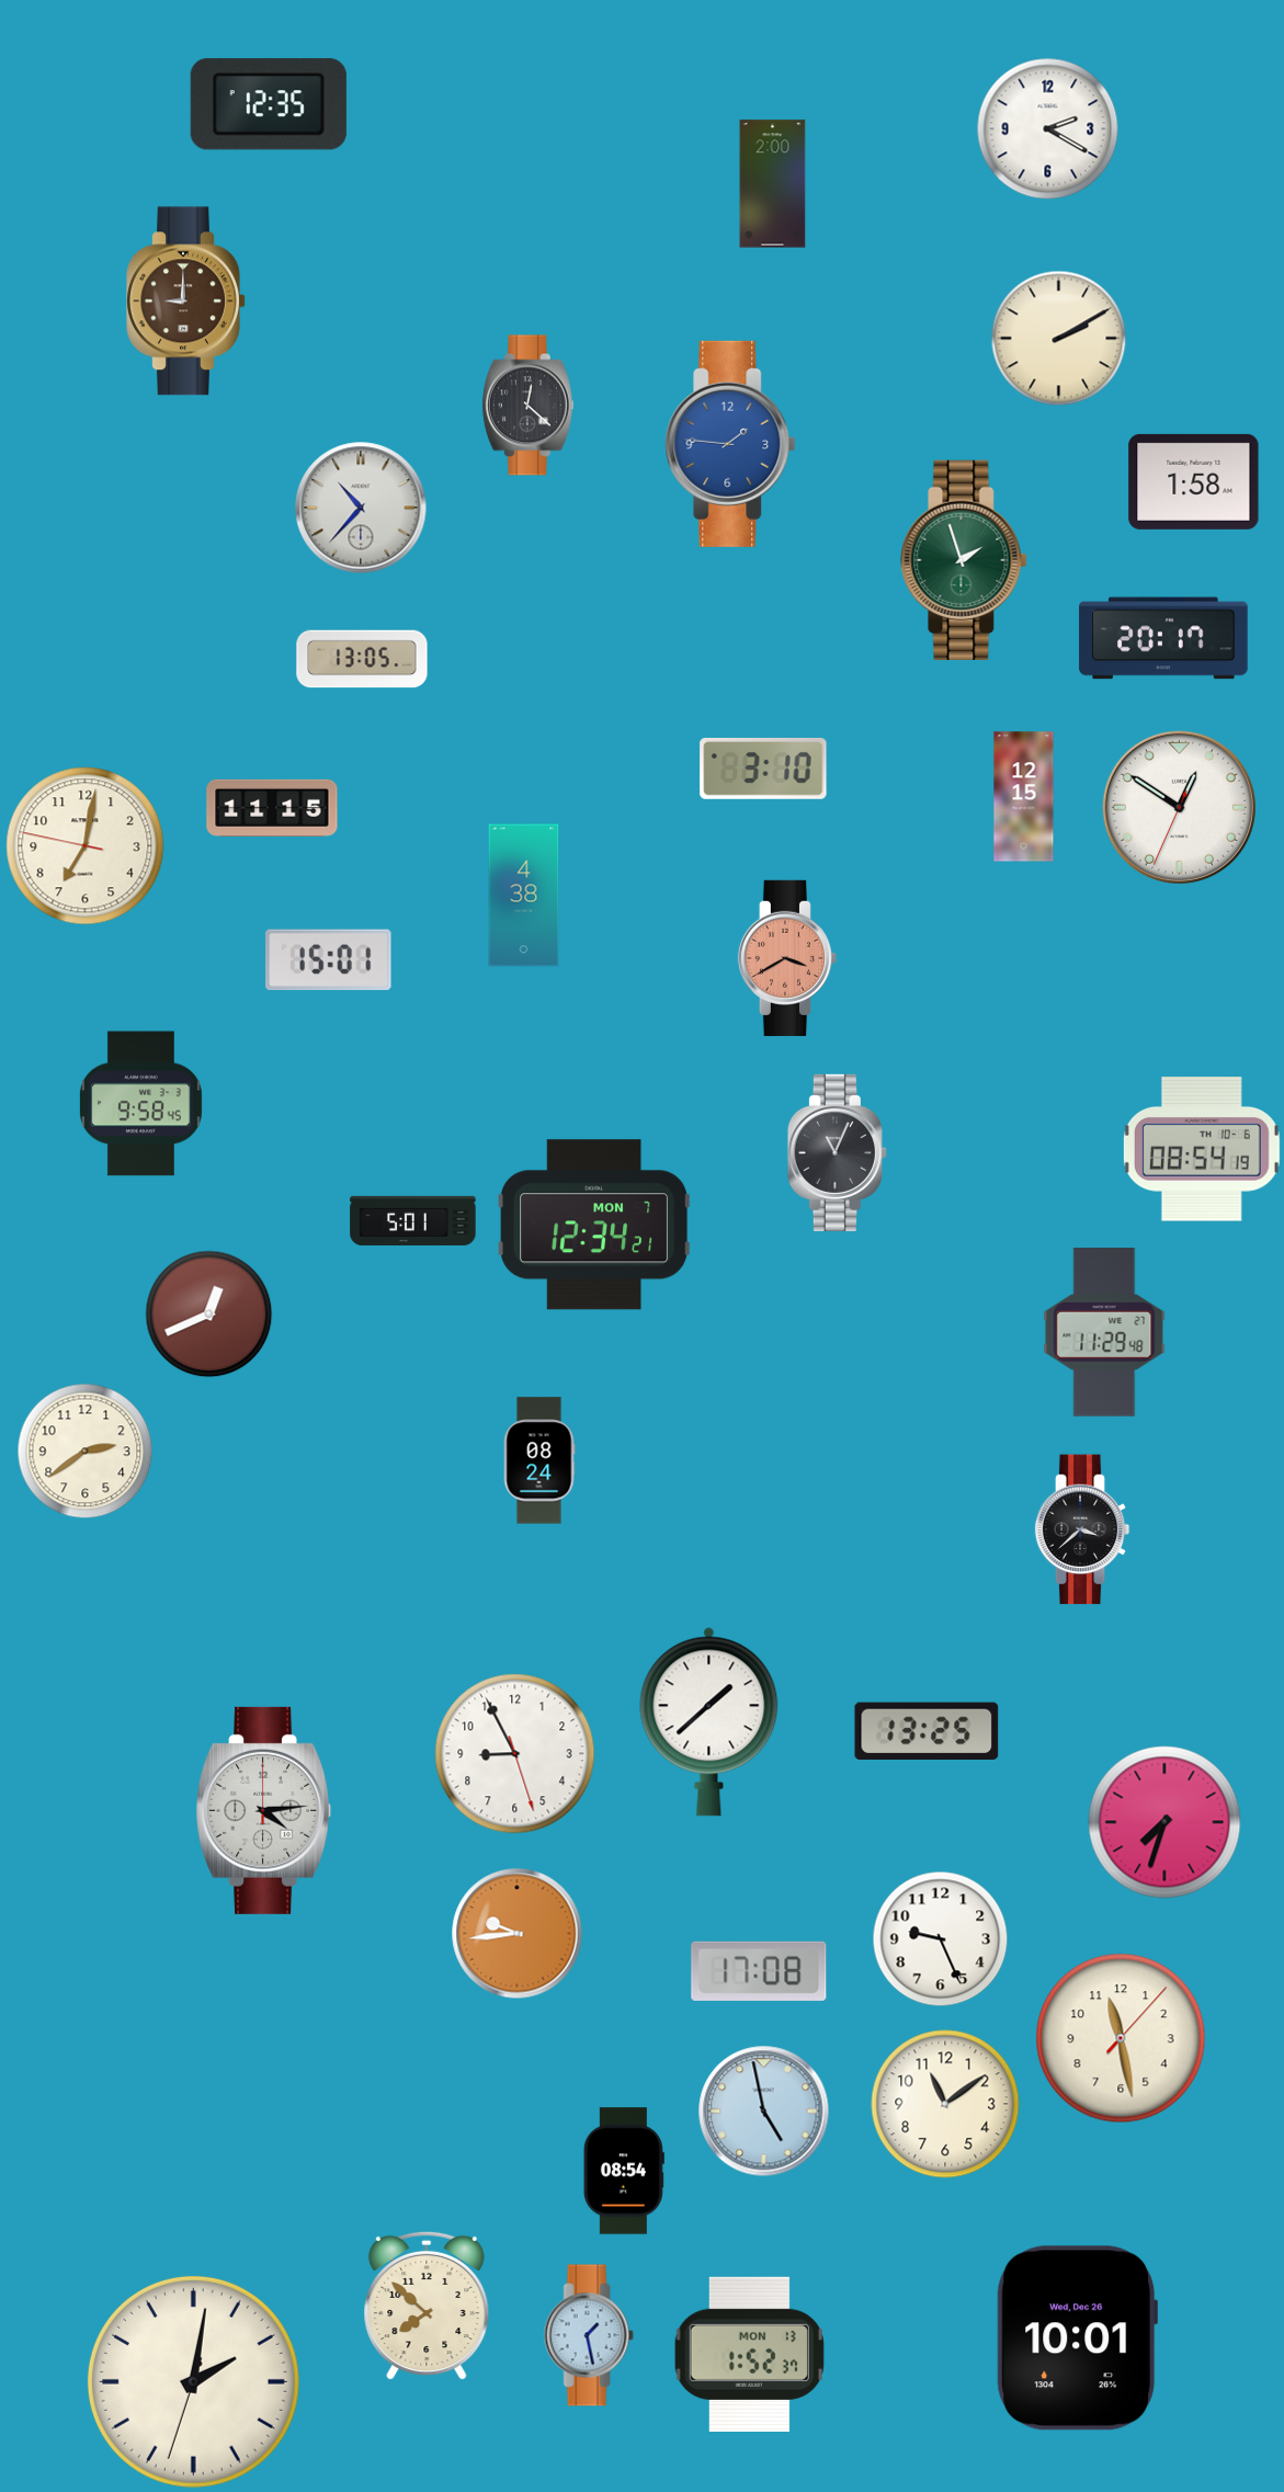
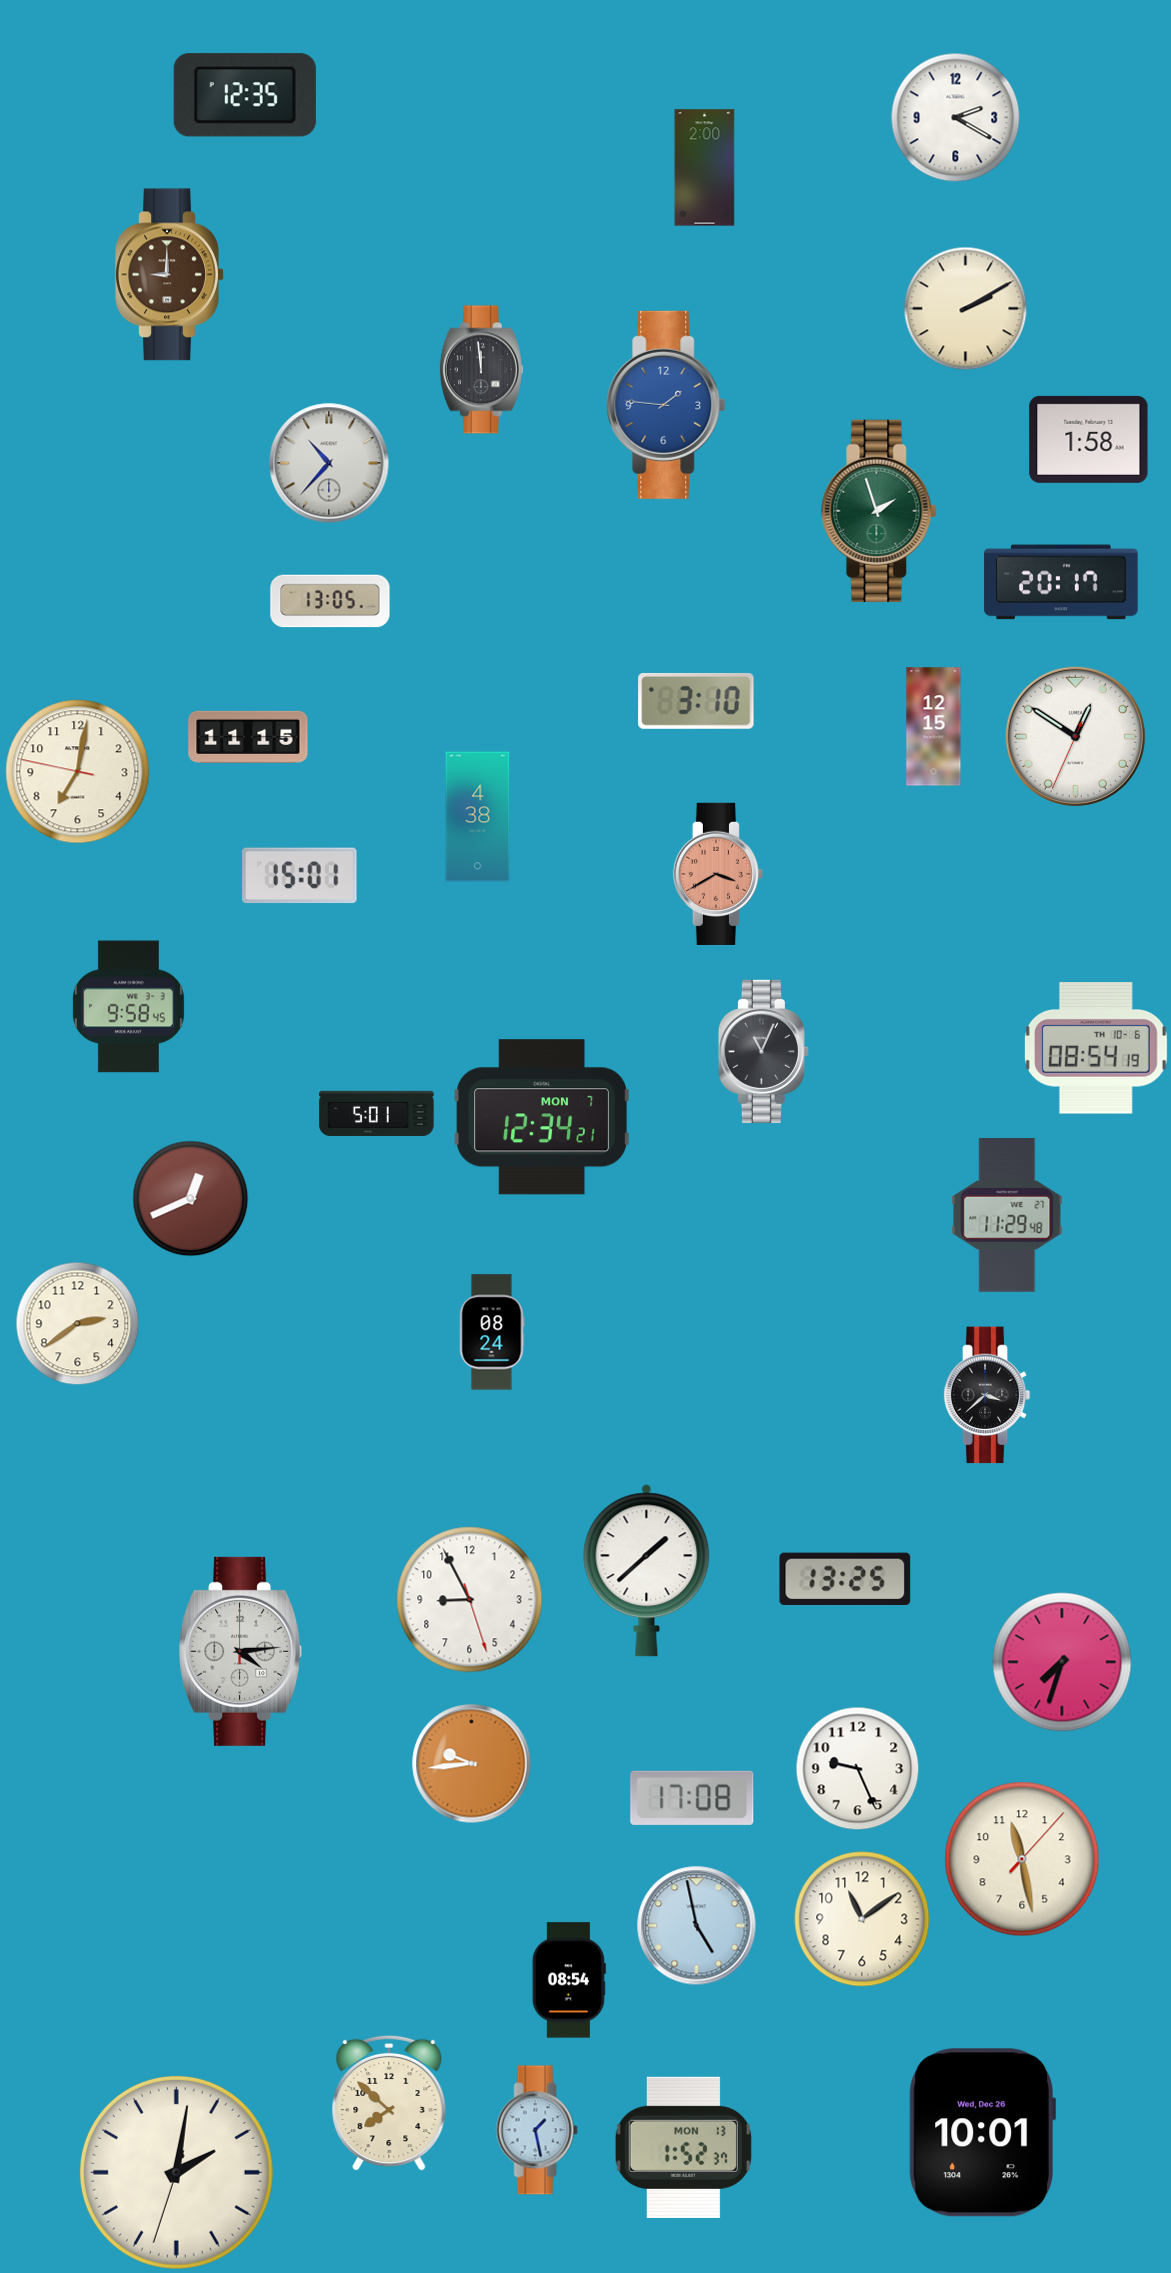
clock at (527, 406): 12:22 -> 11:59
